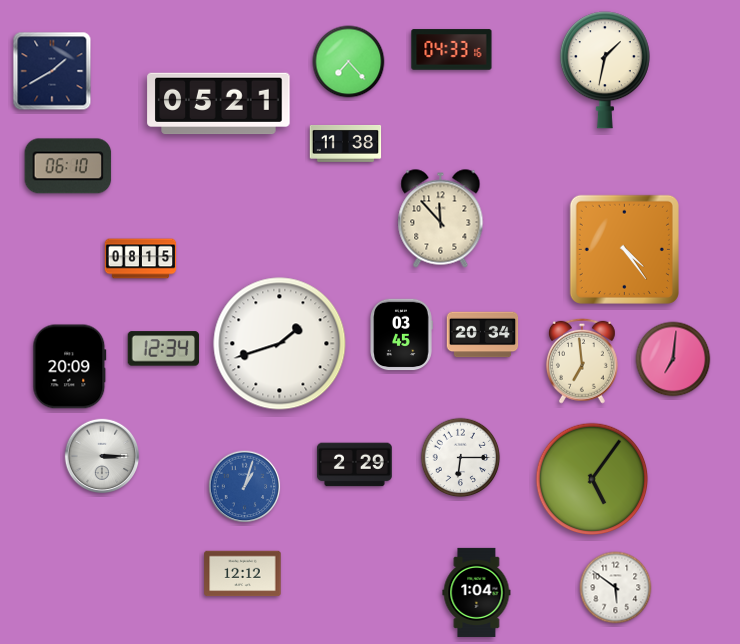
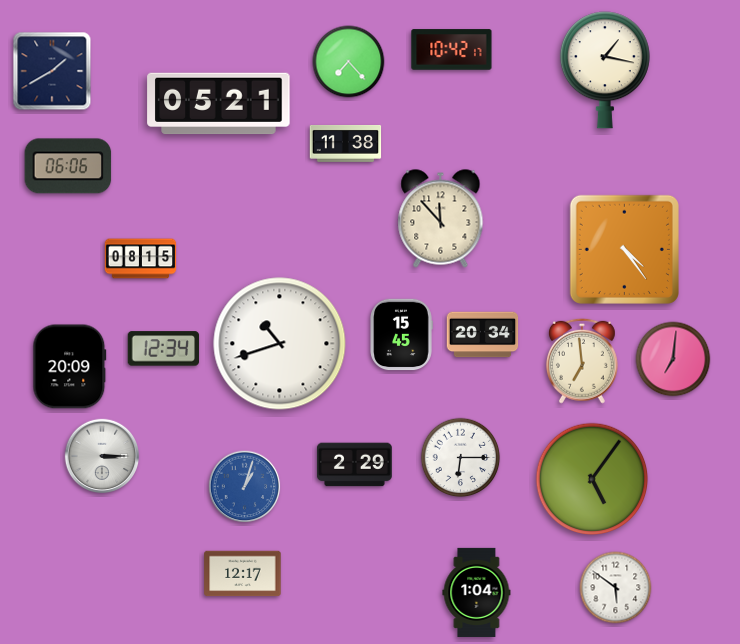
clock at (452, 50): 04:33 -> 10:42
clock at (605, 70): 1:32 -> 1:17
clock at (68, 166): 06:10 -> 06:06
clock at (401, 335): 03:45 -> 15:45
clock at (280, 344): 1:42 -> 10:42
clock at (243, 574): 12:12 -> 12:17
